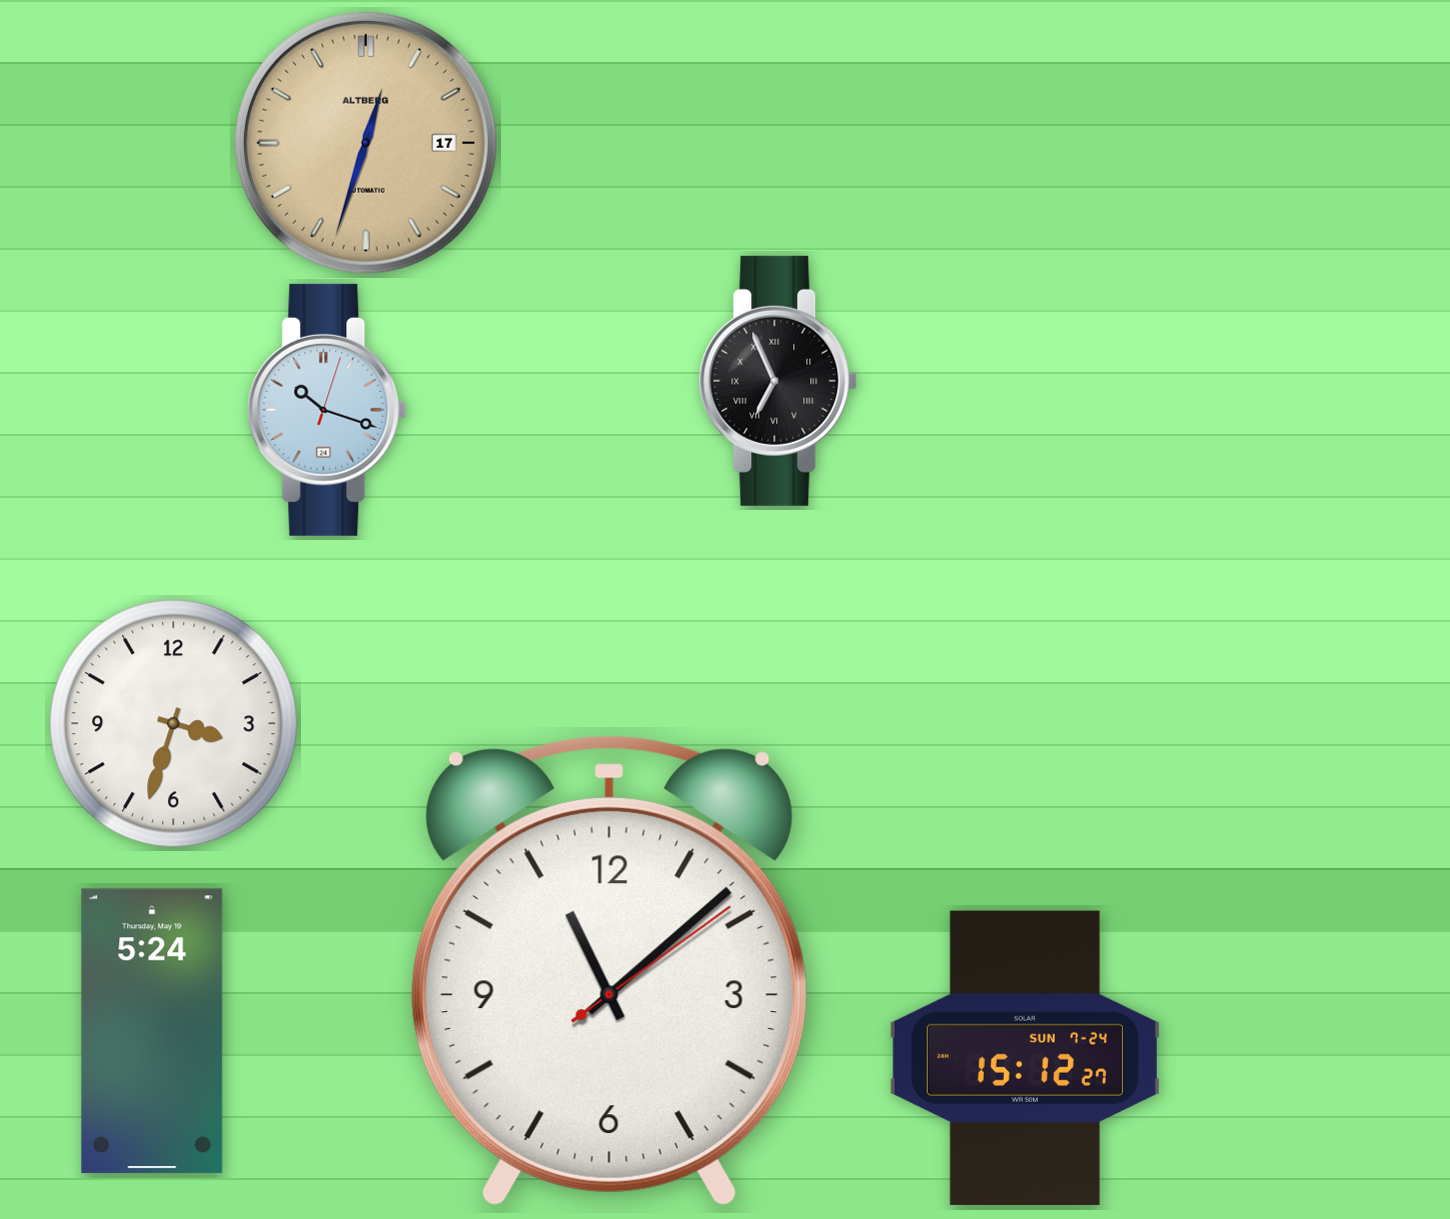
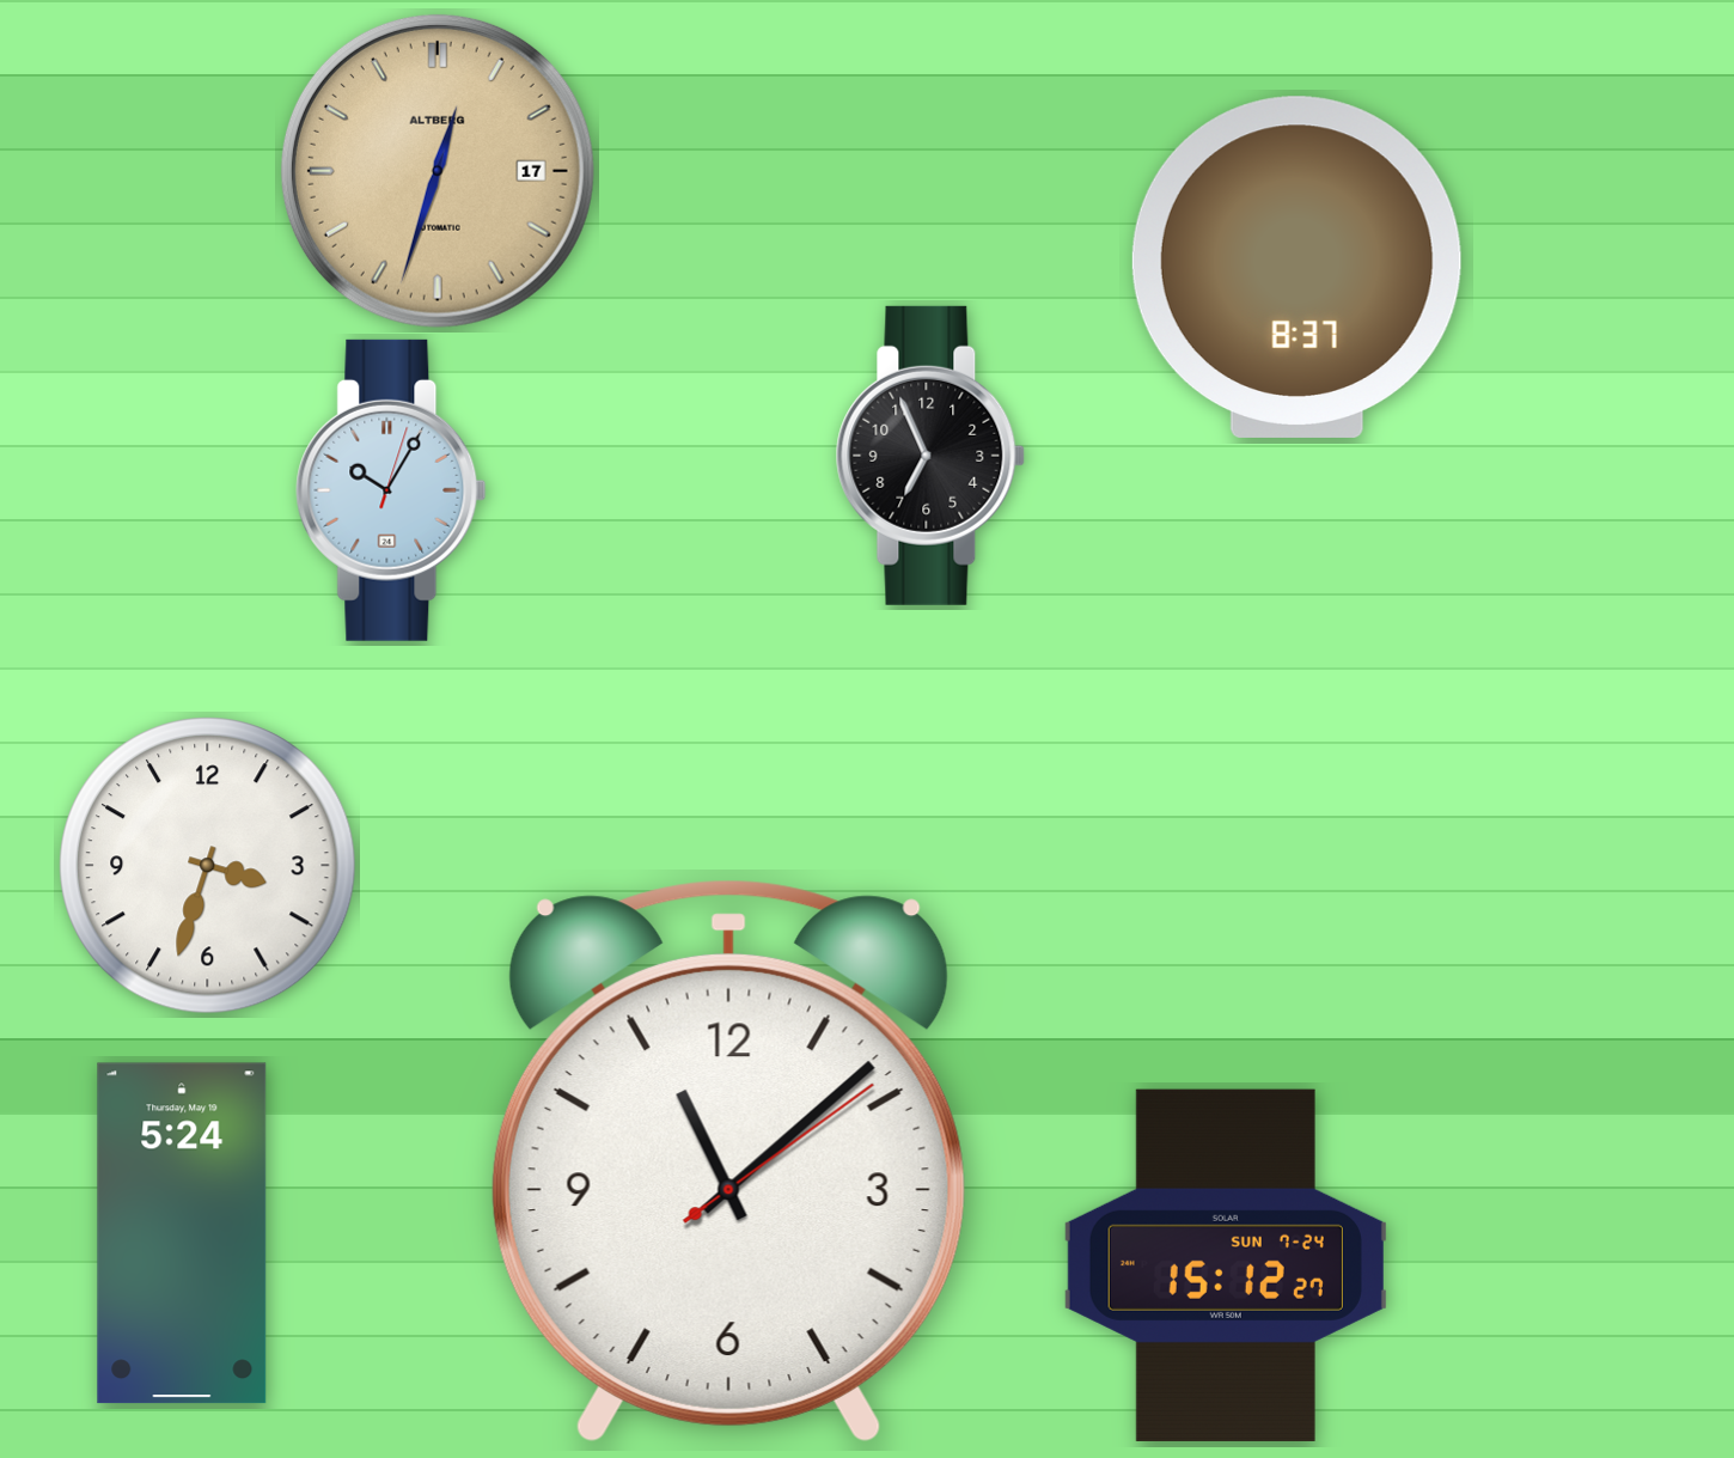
clock at (1296, 267): none -> 8:37
clock at (778, 381) numerals: Roman -> Arabic
clock at (327, 410): 10:18 -> 10:05
